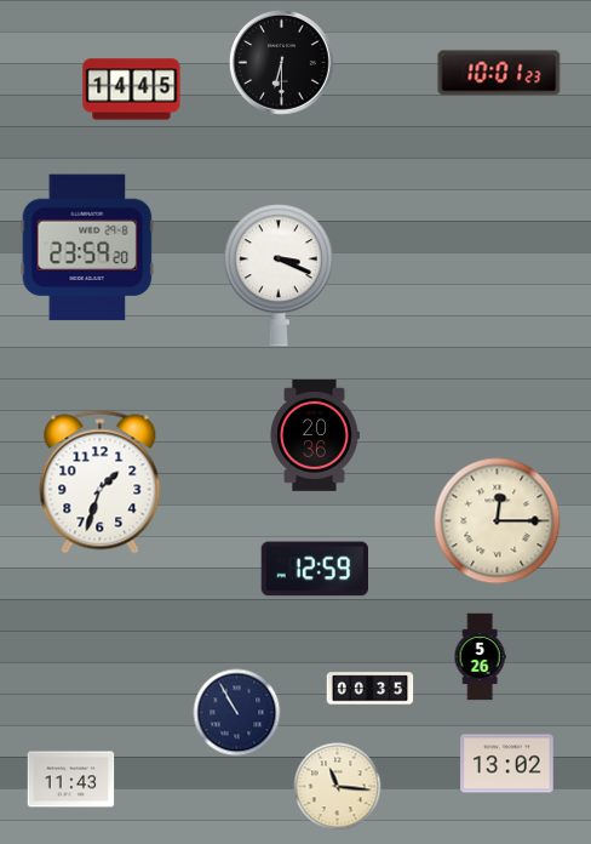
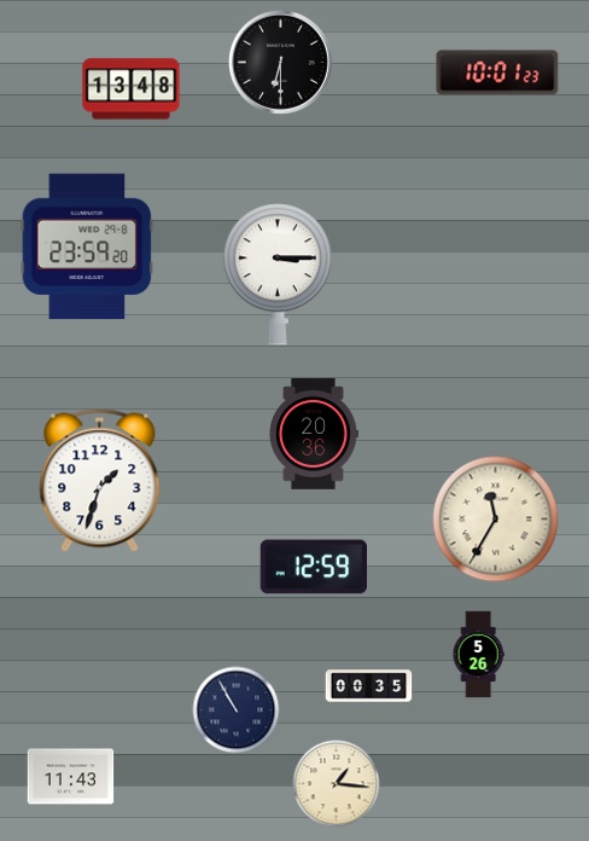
clock at (132, 90): 14:45 -> 13:48
clock at (279, 275): 3:19 -> 3:15
clock at (498, 521): 12:15 -> 11:35
clock at (507, 764): 13:02 -> none
clock at (338, 787): 11:16 -> 1:16
